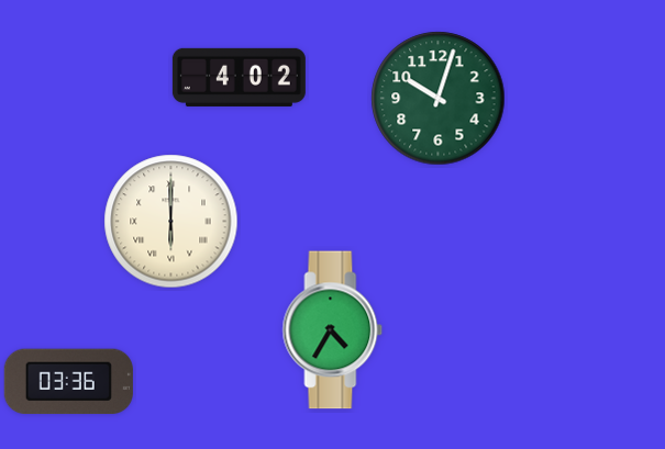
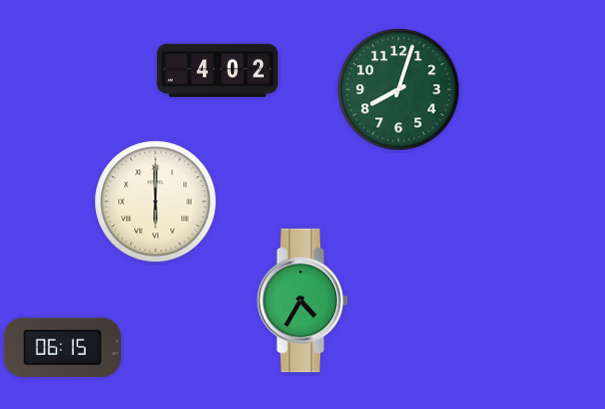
clock at (439, 99): 10:03 -> 8:03
clock at (68, 382): 03:36 -> 06:15
